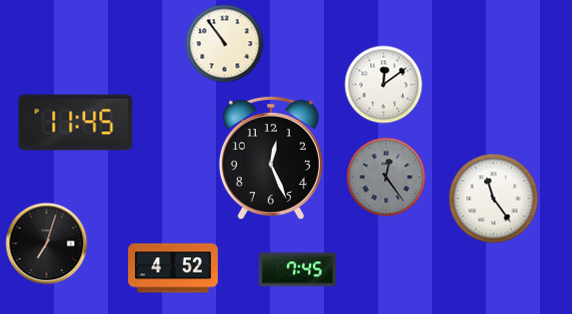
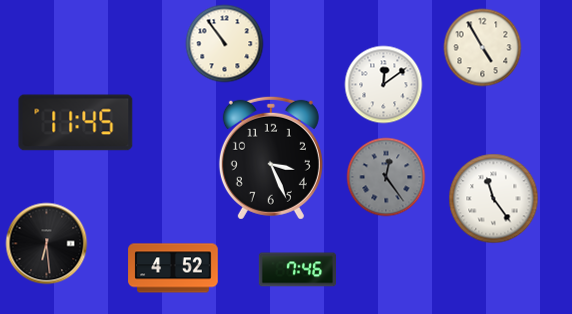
clock at (482, 47): none -> 4:55
clock at (271, 158): 12:26 -> 3:26
clock at (46, 243): 7:03 -> 6:29
clock at (297, 270): 7:45 -> 7:46
